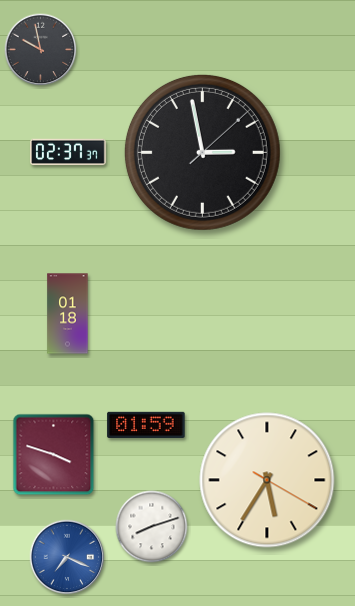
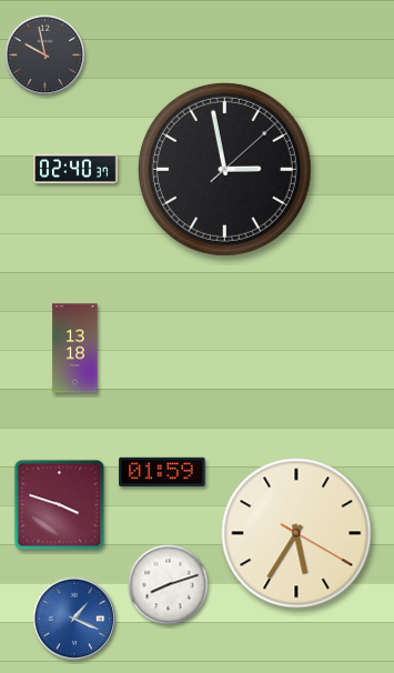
clock at (69, 152): 02:37 -> 02:40
clock at (68, 314): 01:18 -> 13:18
clock at (67, 557): 7:19 -> 1:19
